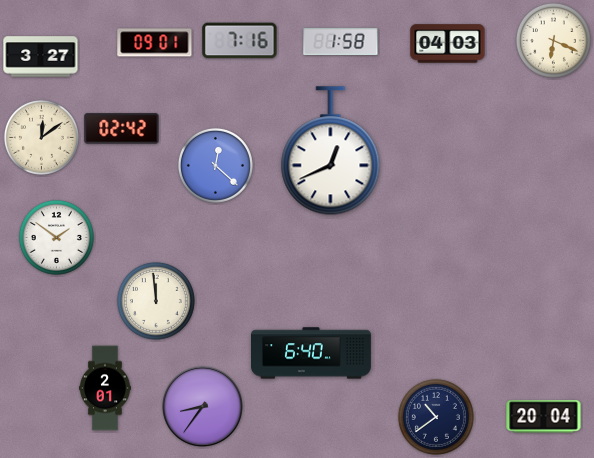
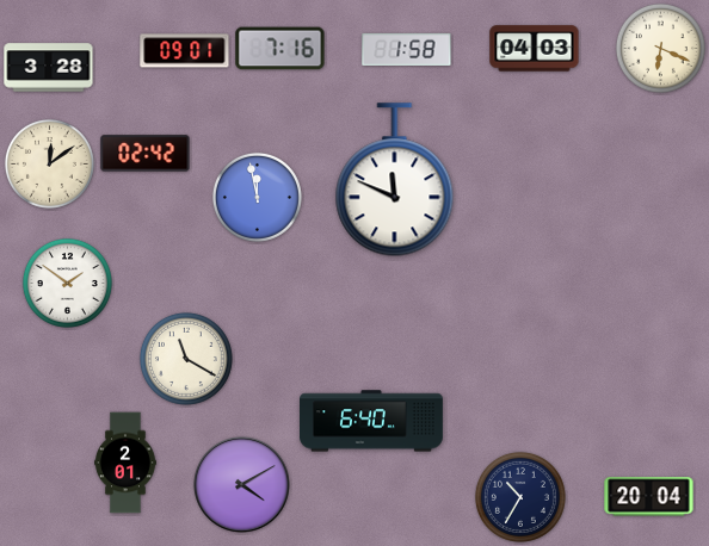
clock at (240, 41) position: (240, 41) -> (280, 49)
clock at (448, 44) position: (448, 44) -> (535, 49)
clock at (41, 57): 3:27 -> 3:28
clock at (331, 151): 12:41 -> 11:49
clock at (215, 165): 12:22 -> 11:58
clock at (156, 301): 11:59 -> 11:20
clock at (203, 407): 8:36 -> 4:10
clock at (436, 417): 10:39 -> 10:35
